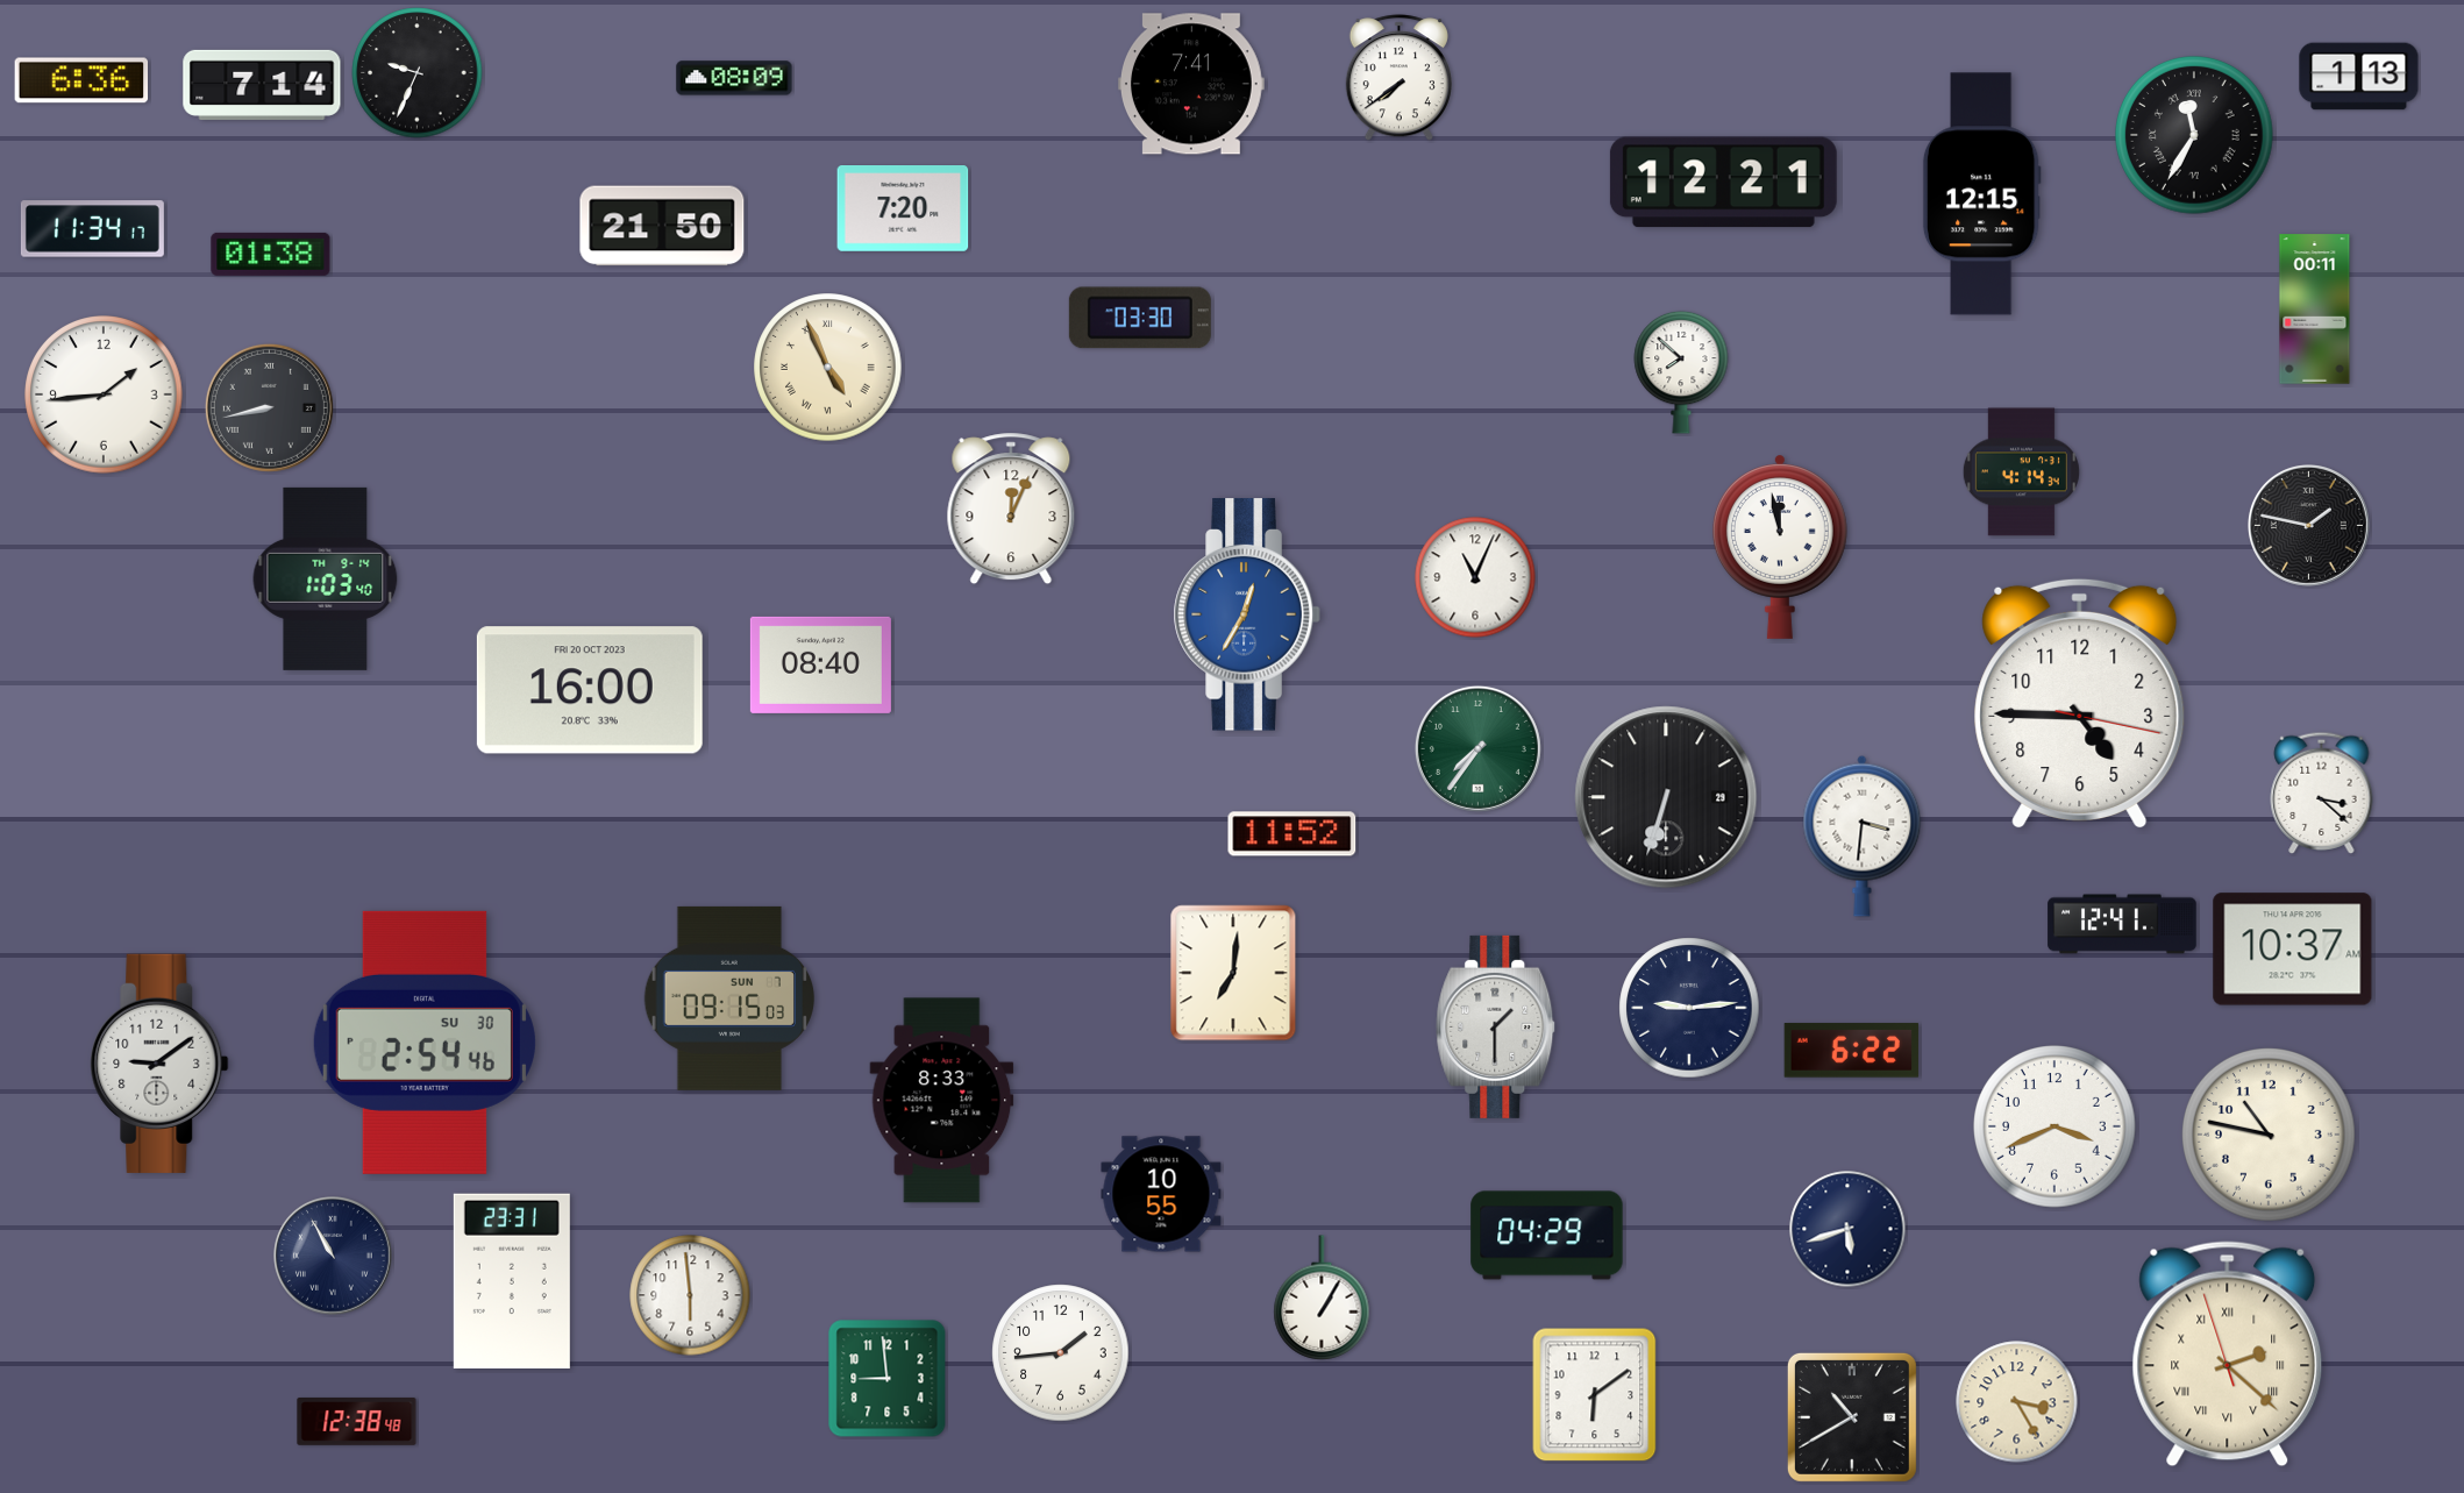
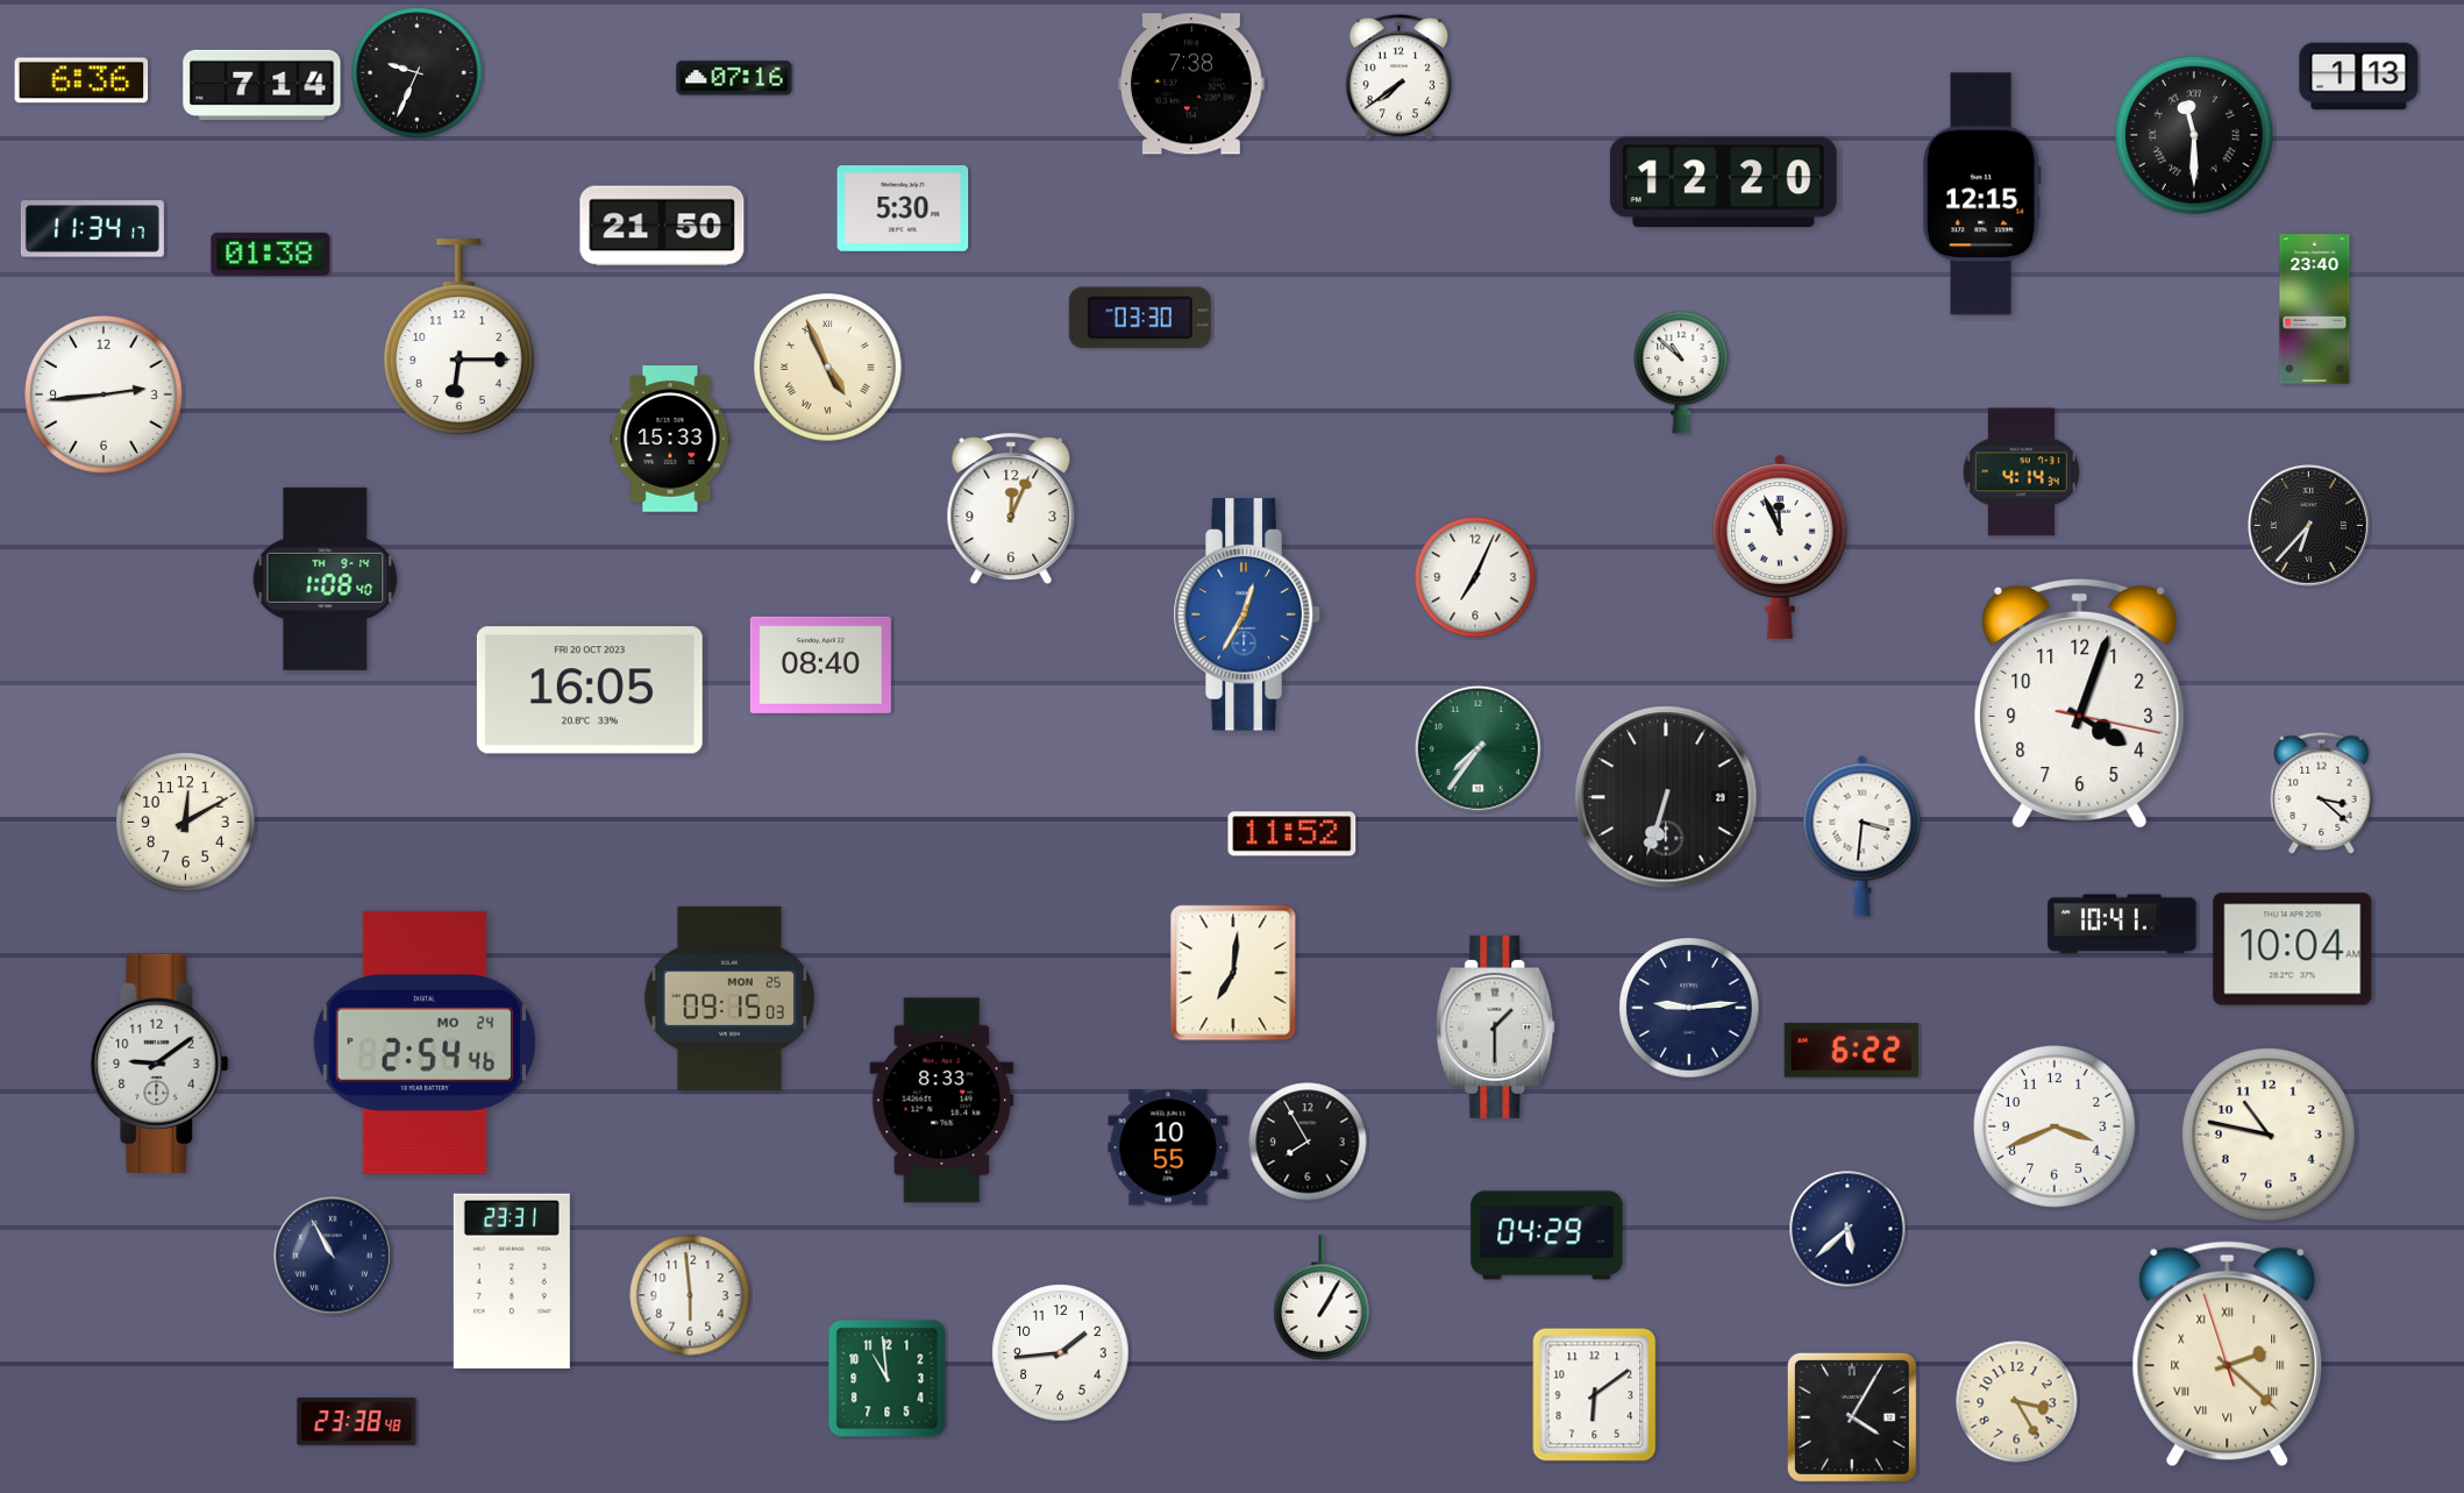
clock at (734, 78): 08:09 -> 07:16
clock at (1191, 84): 7:41 -> 7:38
clock at (2194, 135): 11:35 -> 11:30
clock at (1723, 183): 12:21 -> 12:20
clock at (903, 209): 7:20 -> 5:30
clock at (2315, 310): 00:11 -> 23:40
clock at (458, 337): none -> 6:15
clock at (1681, 372): 7:52 -> 10:52
clock at (104, 394): 1:44 -> 2:44
clock at (269, 407): 8:43 -> none
clock at (670, 440): none -> 15:33
clock at (2308, 525): 1:47 -> 6:37
clock at (1780, 547): 11:58 -> 11:56
clock at (1475, 577): 11:04 -> 7:04
clock at (326, 578): 1:03 -> 1:08
clock at (590, 690): 16:00 -> 16:05
clock at (2080, 703): 4:45 -> 4:03
clock at (186, 823): none -> 12:10
clock at (2122, 924): 12:41 -> 10:41
clock at (2293, 950): 10:37 -> 10:04
clock at (729, 998) date: SUN 7 -> MON 25
clock at (425, 1043) date: SU 30 -> MO 24
clock at (1308, 1142): none -> 7:55
clock at (1161, 1194) position: (1161, 1194) -> (1168, 1147)
clock at (1847, 1229): 5:42 -> 5:38
clock at (888, 1379): 8:59 -> 10:59
clock at (1852, 1417): 10:40 -> 4:05
clock at (357, 1421): 12:38 -> 23:38
